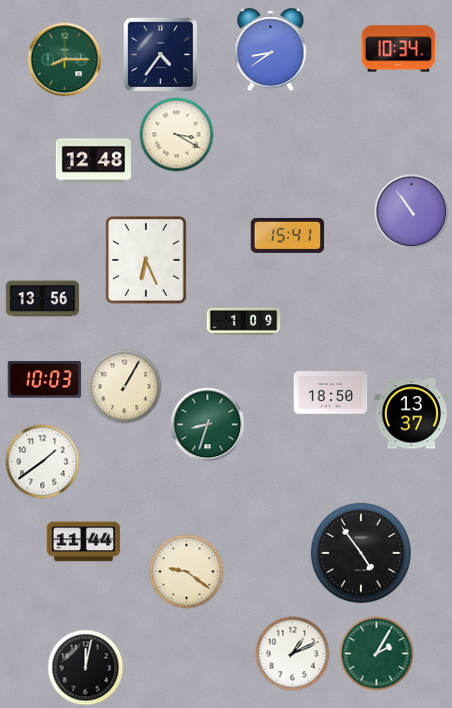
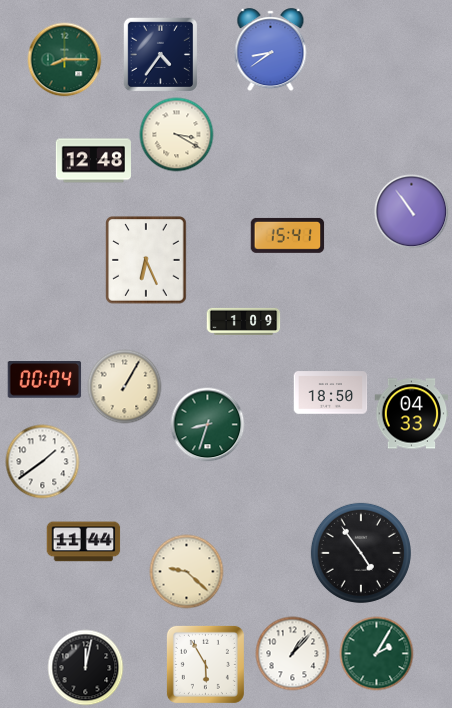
clock at (399, 49): 10:34 -> none
clock at (43, 299): 13:56 -> none
clock at (45, 380): 10:03 -> 00:04
clock at (412, 414): 13:37 -> 04:33
clock at (187, 572): 9:21 -> 9:22
clock at (293, 654): 1:11 -> 1:07
clock at (205, 664): none -> 5:55
